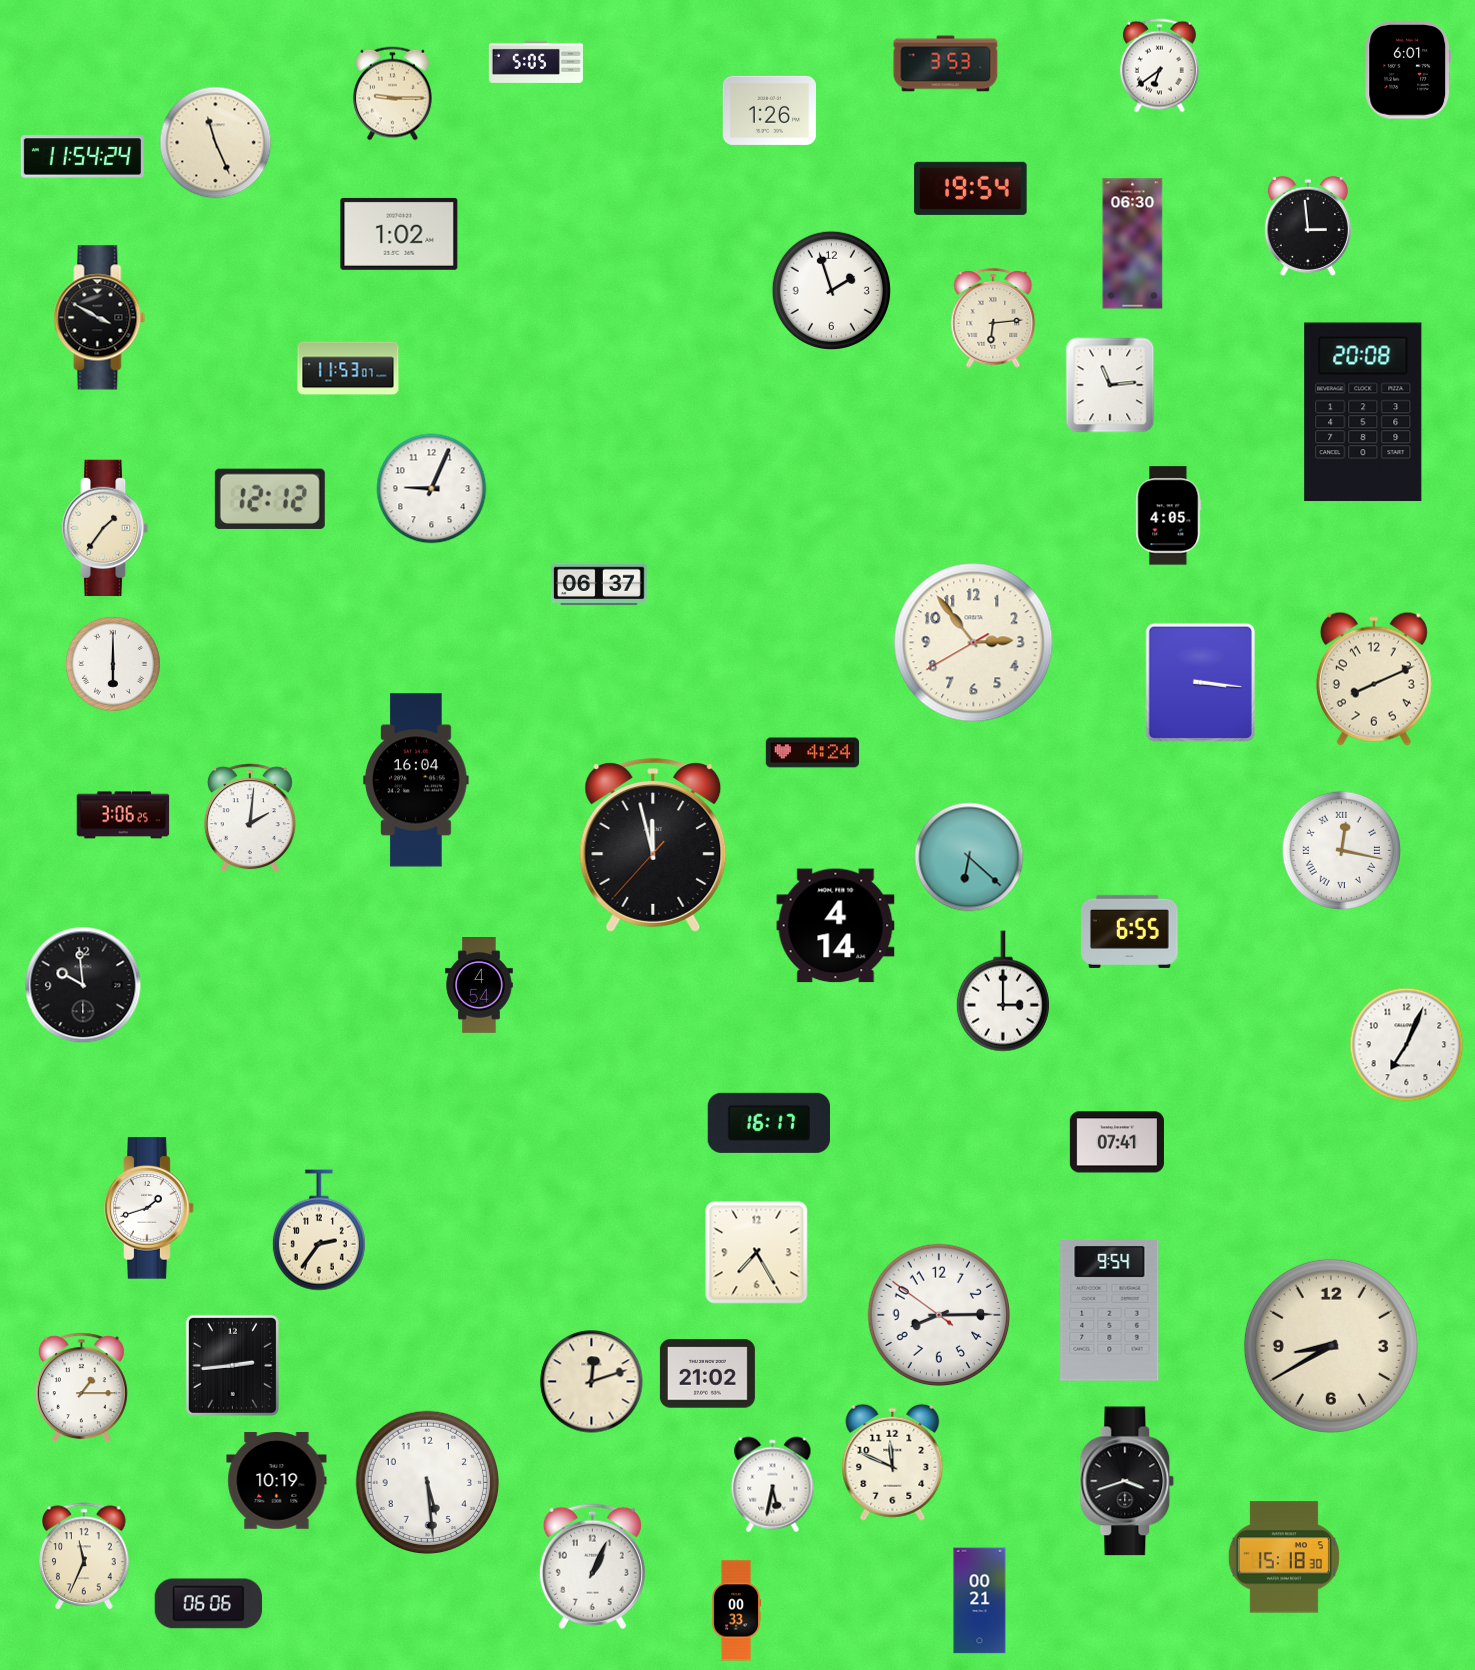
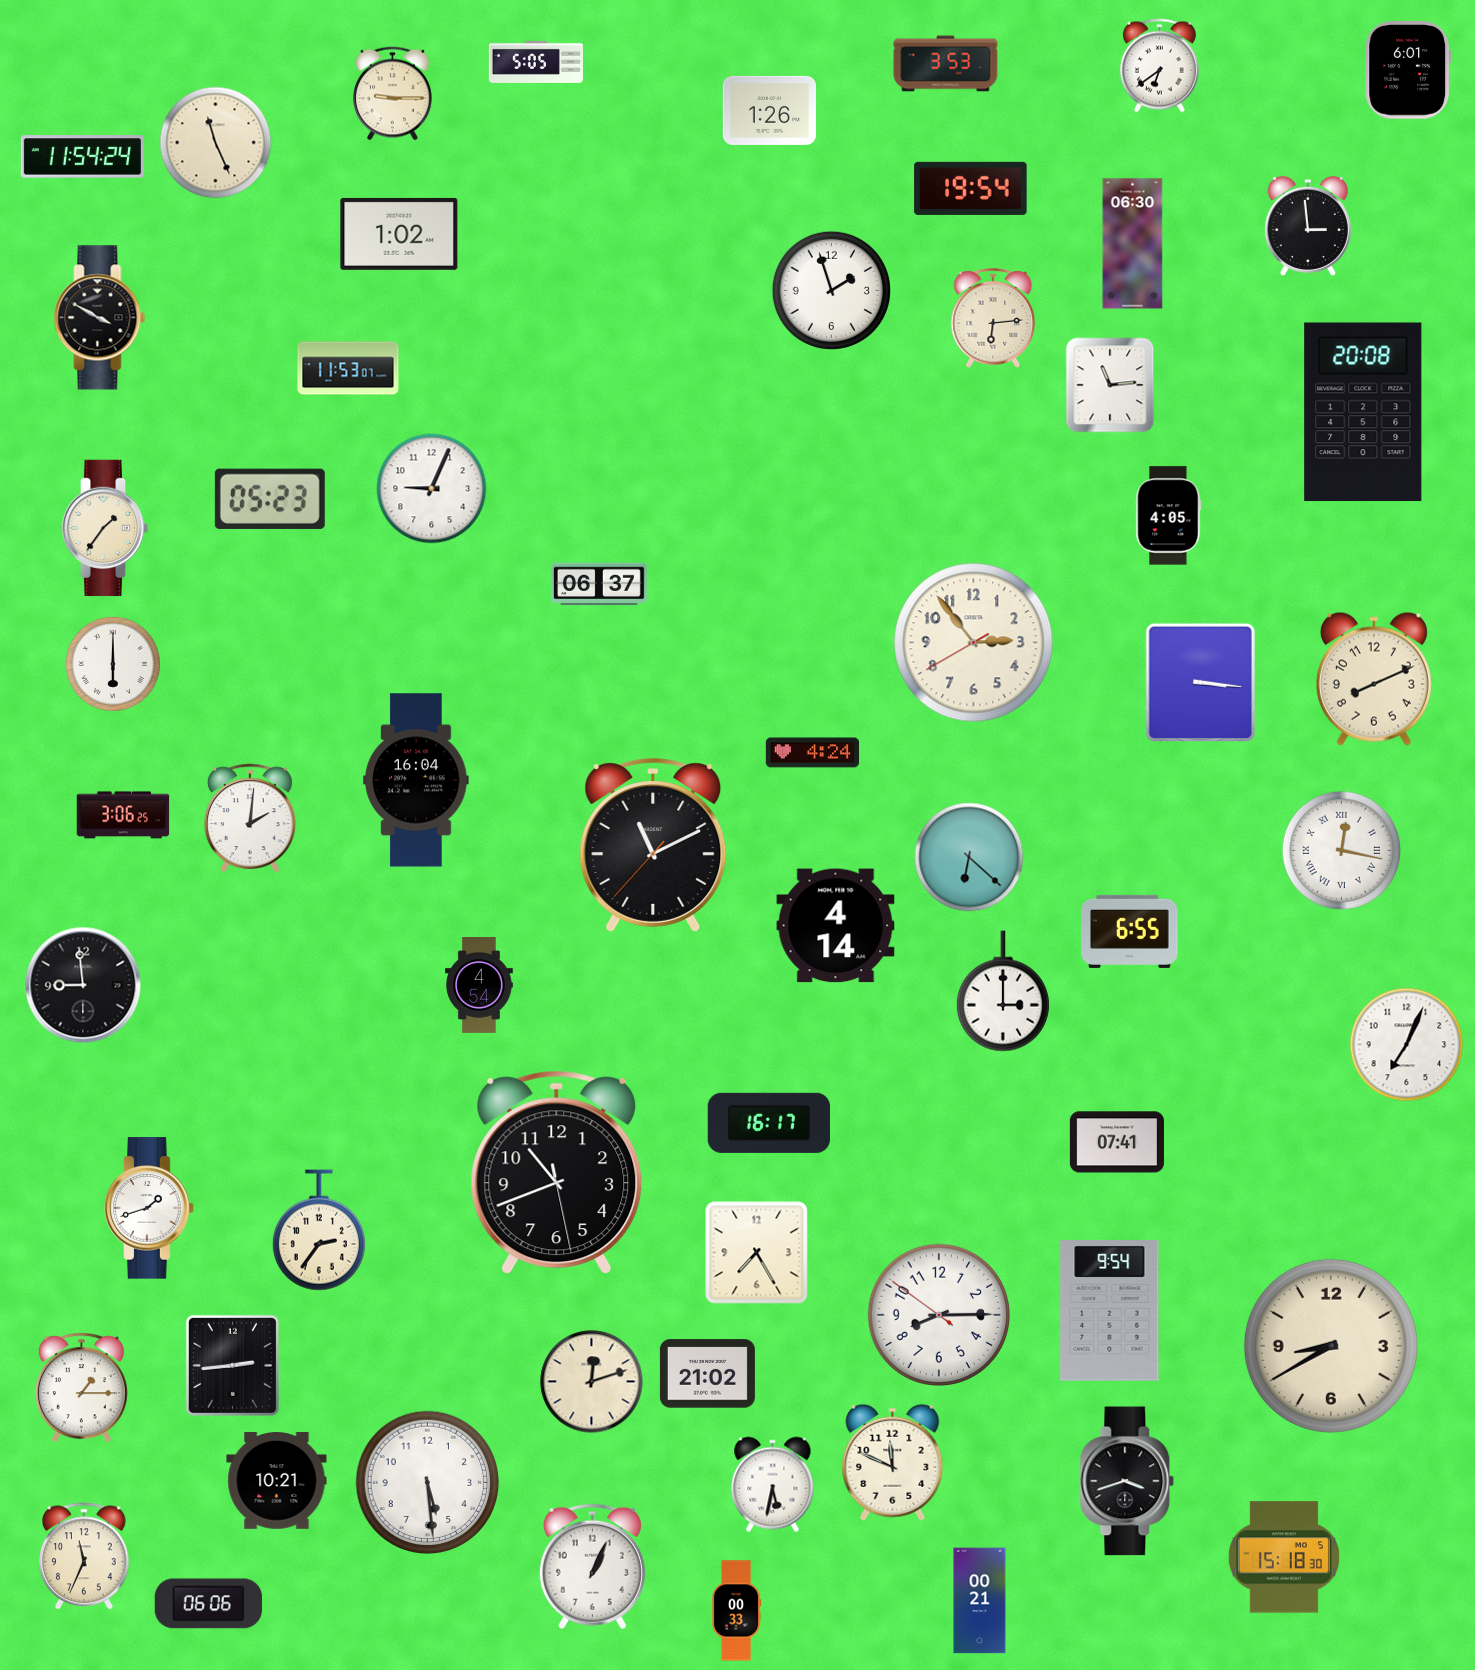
clock at (270, 499): 12:12 -> 05:23
clock at (653, 845): 11:57 -> 11:10
clock at (83, 985): 9:59 -> 8:59
clock at (557, 1173): none -> 10:41
clock at (277, 1481): 10:19 -> 10:21
